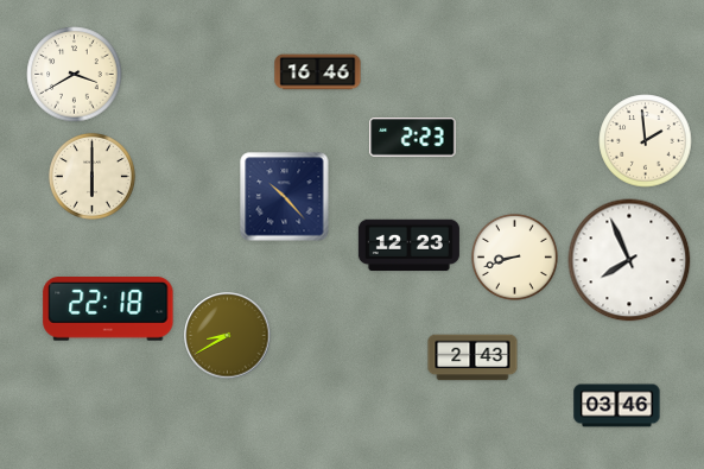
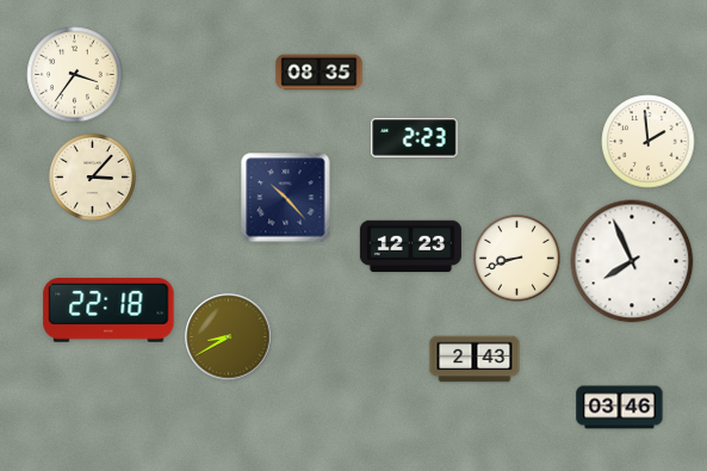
clock at (318, 72): 16:46 -> 08:35
clock at (75, 75): 3:40 -> 3:36
clock at (91, 176): 6:00 -> 3:07
